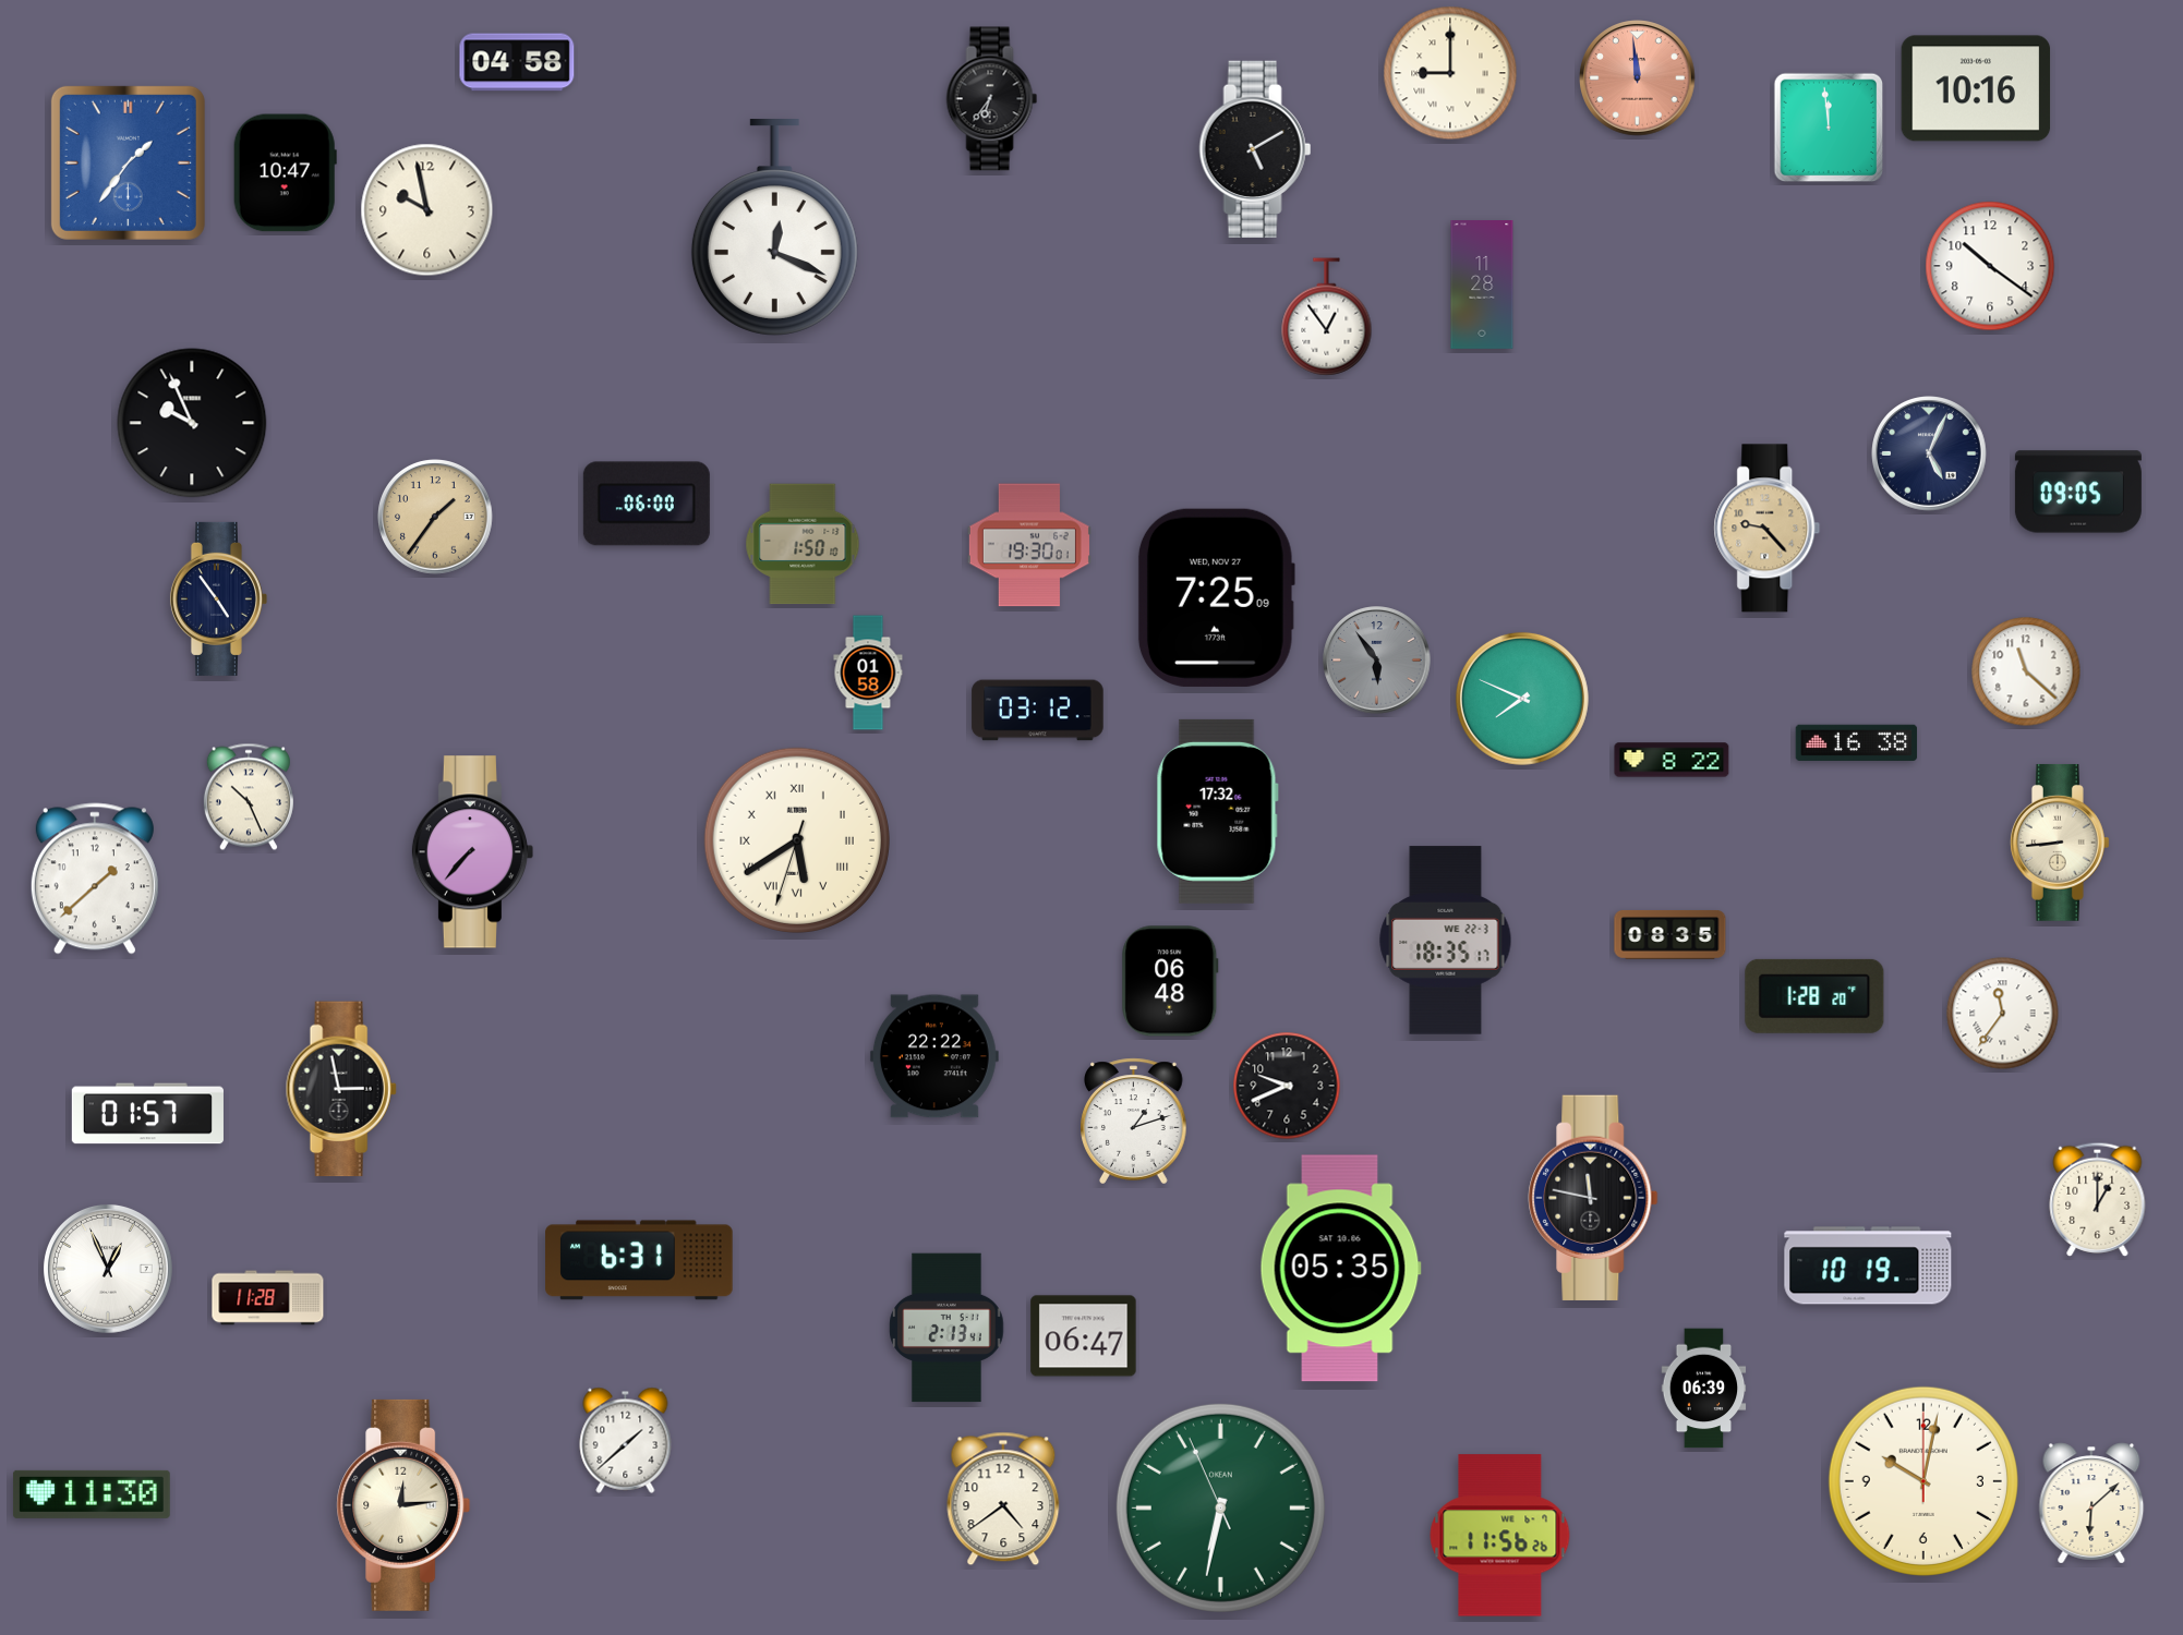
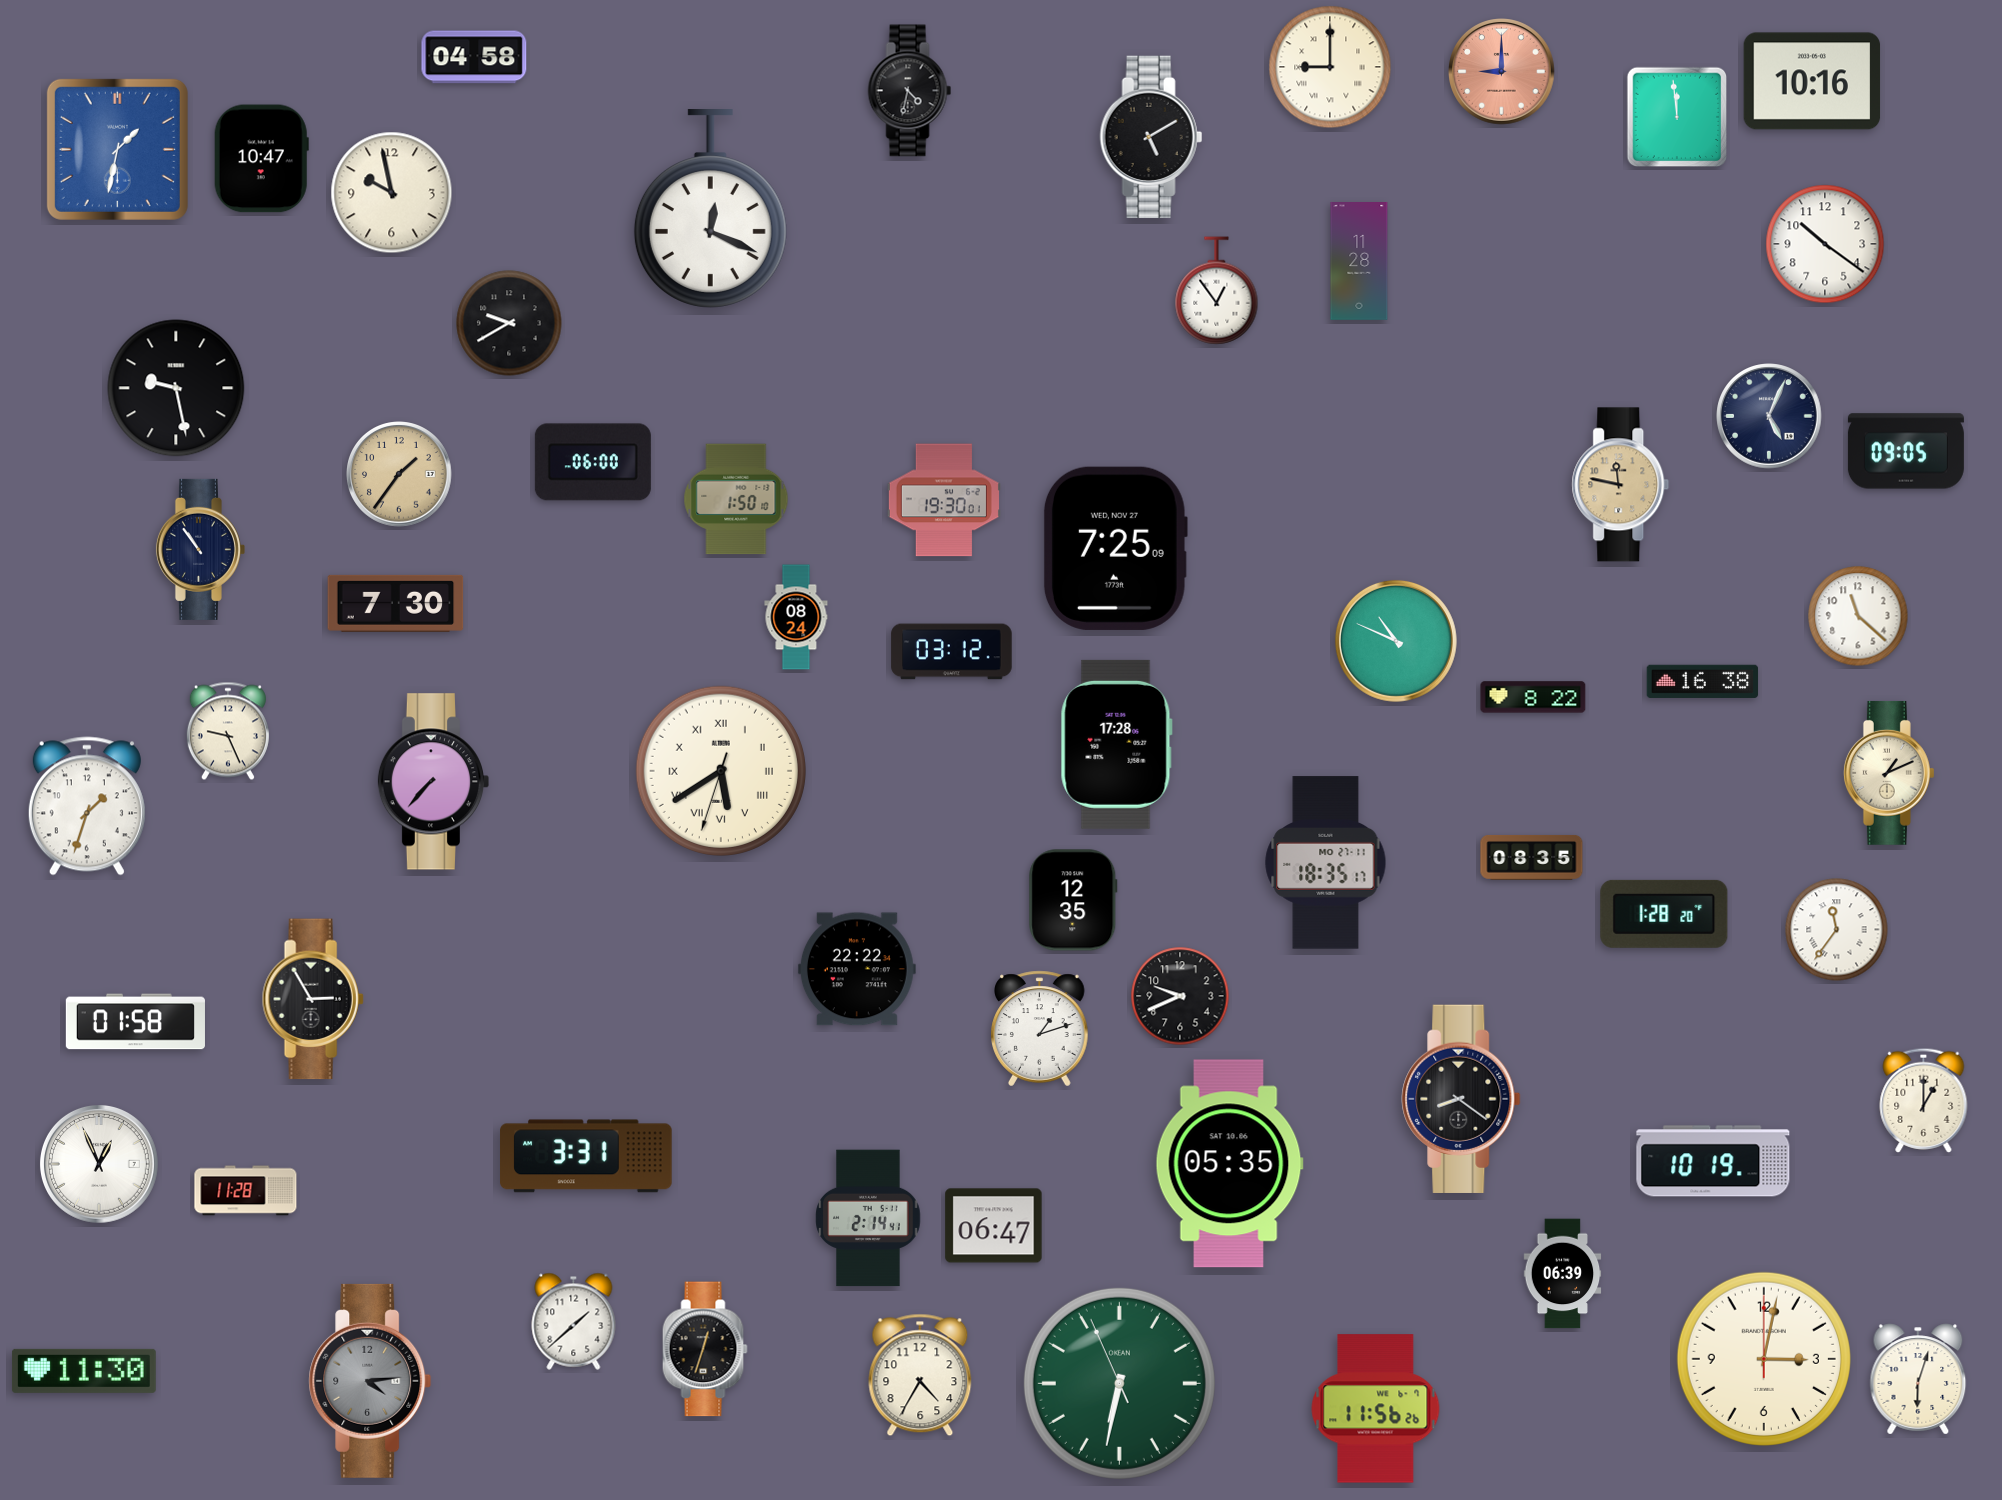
clock at (1638, 78): 11:59 -> 9:00
clock at (992, 99): 6:36 -> 4:32
clock at (128, 162): 1:36 -> 1:32
clock at (509, 323): none -> 9:40
clock at (192, 423): 9:56 -> 9:28
clock at (1768, 529): 9:23 -> 11:47
clock at (218, 598): 4:54 -> 10:54
clock at (396, 603): none -> 7:30
clock at (1377, 661): 5:54 -> none
clock at (868, 673): 01:58 -> 08:24
clock at (1522, 699): 7:49 -> 10:49
clock at (249, 797): 10:26 -> 9:26
clock at (1217, 811): 17:32 -> 17:28
clock at (796, 839) position: (796, 839) -> (720, 770)
clock at (2060, 843): 8:44 -> 1:11
clock at (95, 879): 1:38 -> 1:33
clock at (1446, 941) date: WE 22-3 -> MO 27-11
clock at (1170, 981): 06:48 -> 12:35
clock at (341, 1089): 2:58 -> 2:55
clock at (147, 1114): 01:57 -> 01:58
clock at (1593, 1198): 11:47 -> 8:21
clock at (639, 1260): 6:31 -> 3:31
clock at (946, 1328): 2:13 -> 2:14
clock at (705, 1349): none -> 12:33
clock at (1923, 1481): 10:02 -> 3:02
clock at (1003, 1499): 4:39 -> 4:35
clock at (2091, 1503): 6:08 -> 6:03
clock at (403, 1505): 12:14 -> 4:14
clock at (403, 1505) dial: cream -> grey
